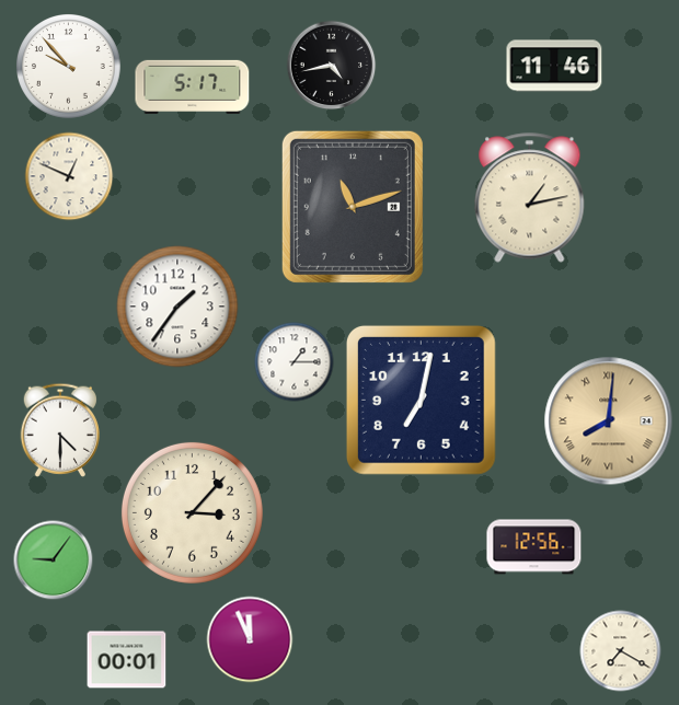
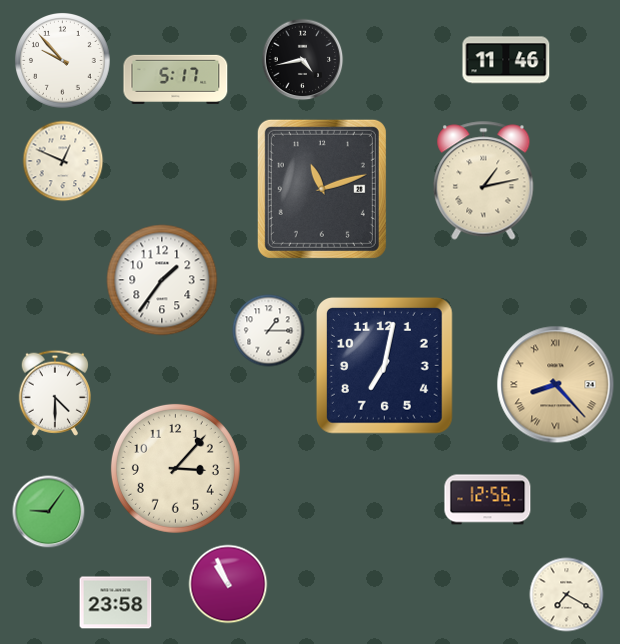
clock at (609, 421): 8:01 -> 8:23
clock at (250, 639): 11:56 -> 10:56
clock at (127, 660): 00:01 -> 23:58
